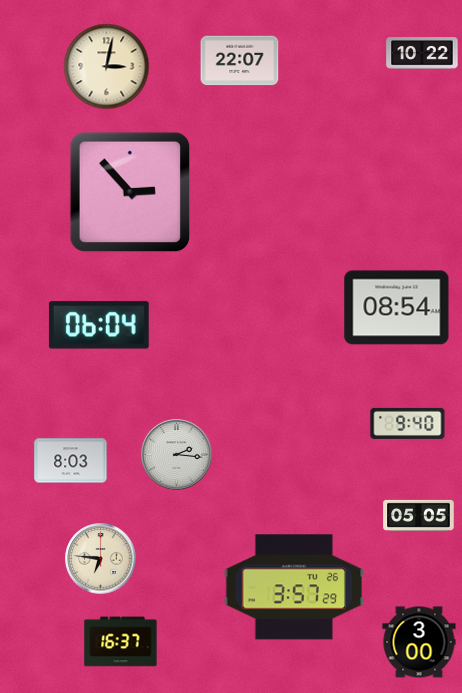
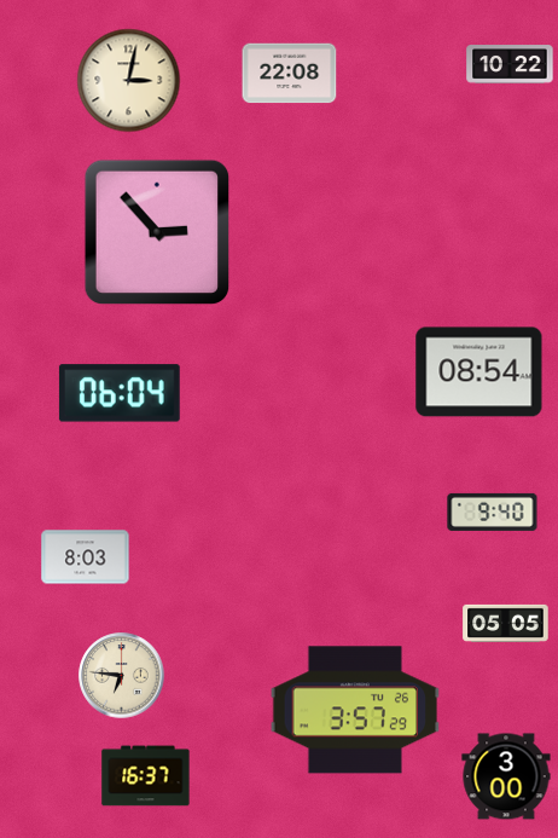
clock at (240, 61): 22:07 -> 22:08
clock at (177, 455): 2:16 -> none
